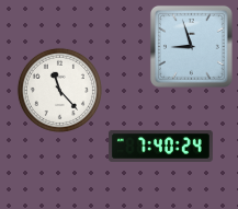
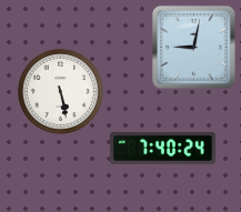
clock at (191, 46): 8:57 -> 9:02
clock at (59, 90): 11:23 -> 5:28
